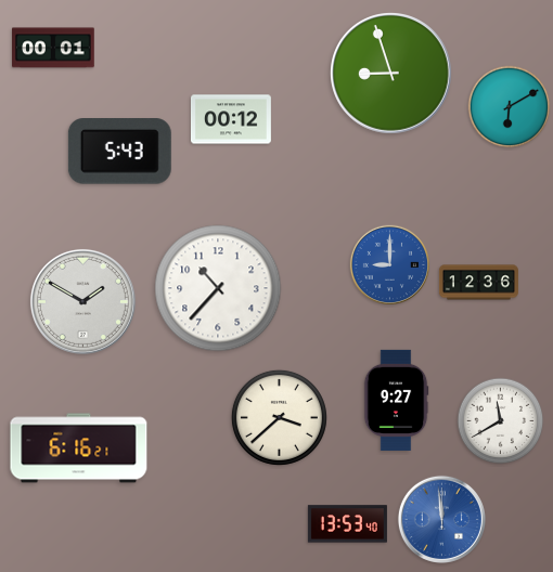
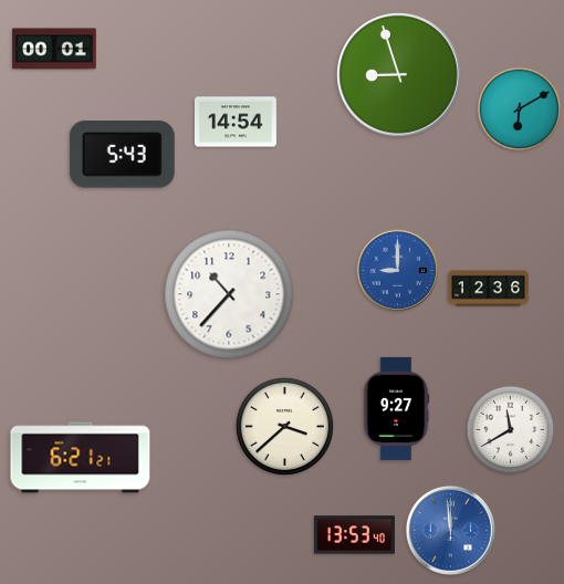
clock at (231, 119): 00:12 -> 14:54
clock at (218, 288) position: (218, 288) -> (229, 294)
clock at (82, 301): 1:50 -> none
clock at (396, 400) position: (396, 400) -> (396, 408)
clock at (79, 448): 6:16 -> 6:21
